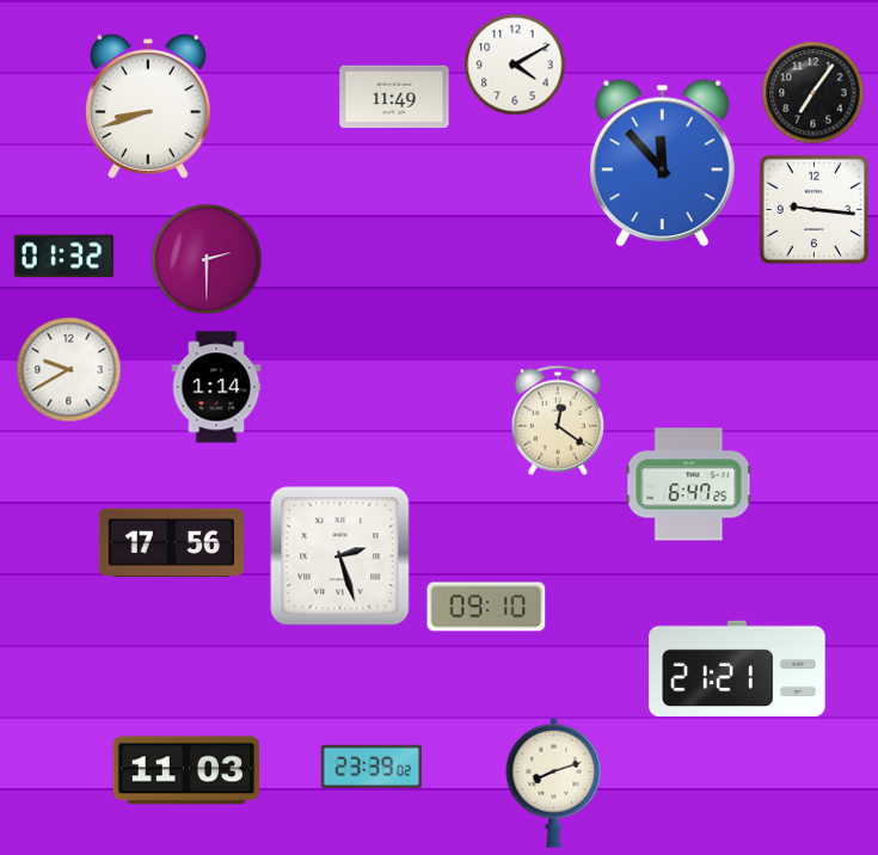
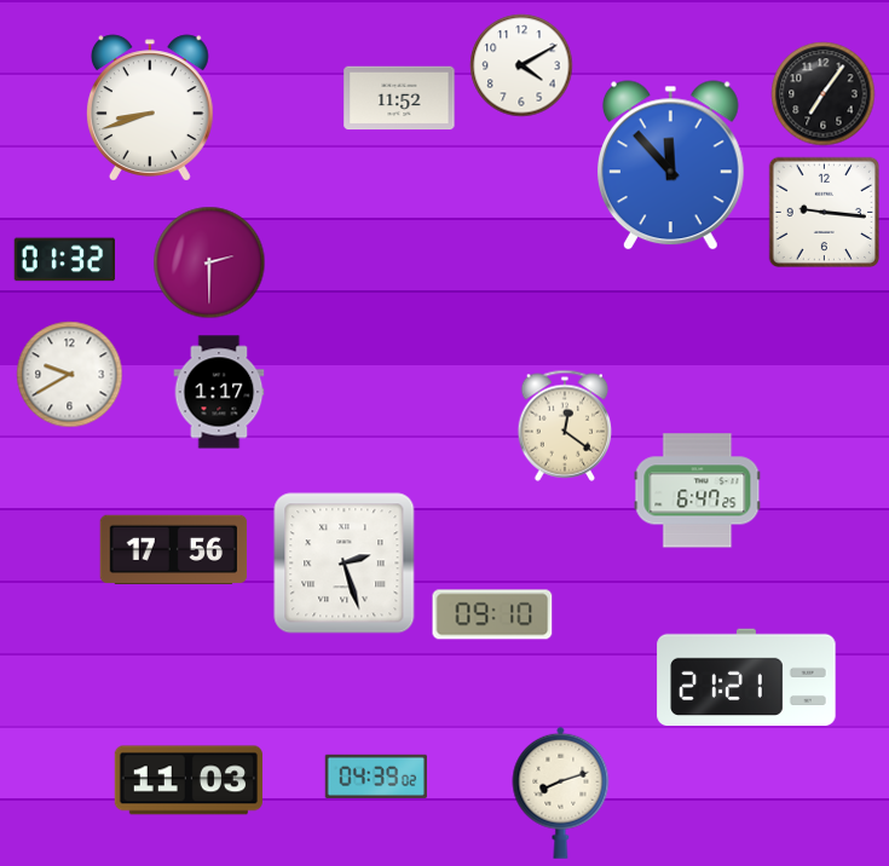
clock at (394, 97): 11:49 -> 11:52
clock at (216, 387): 1:14 -> 1:17
clock at (372, 767): 23:39 -> 04:39
